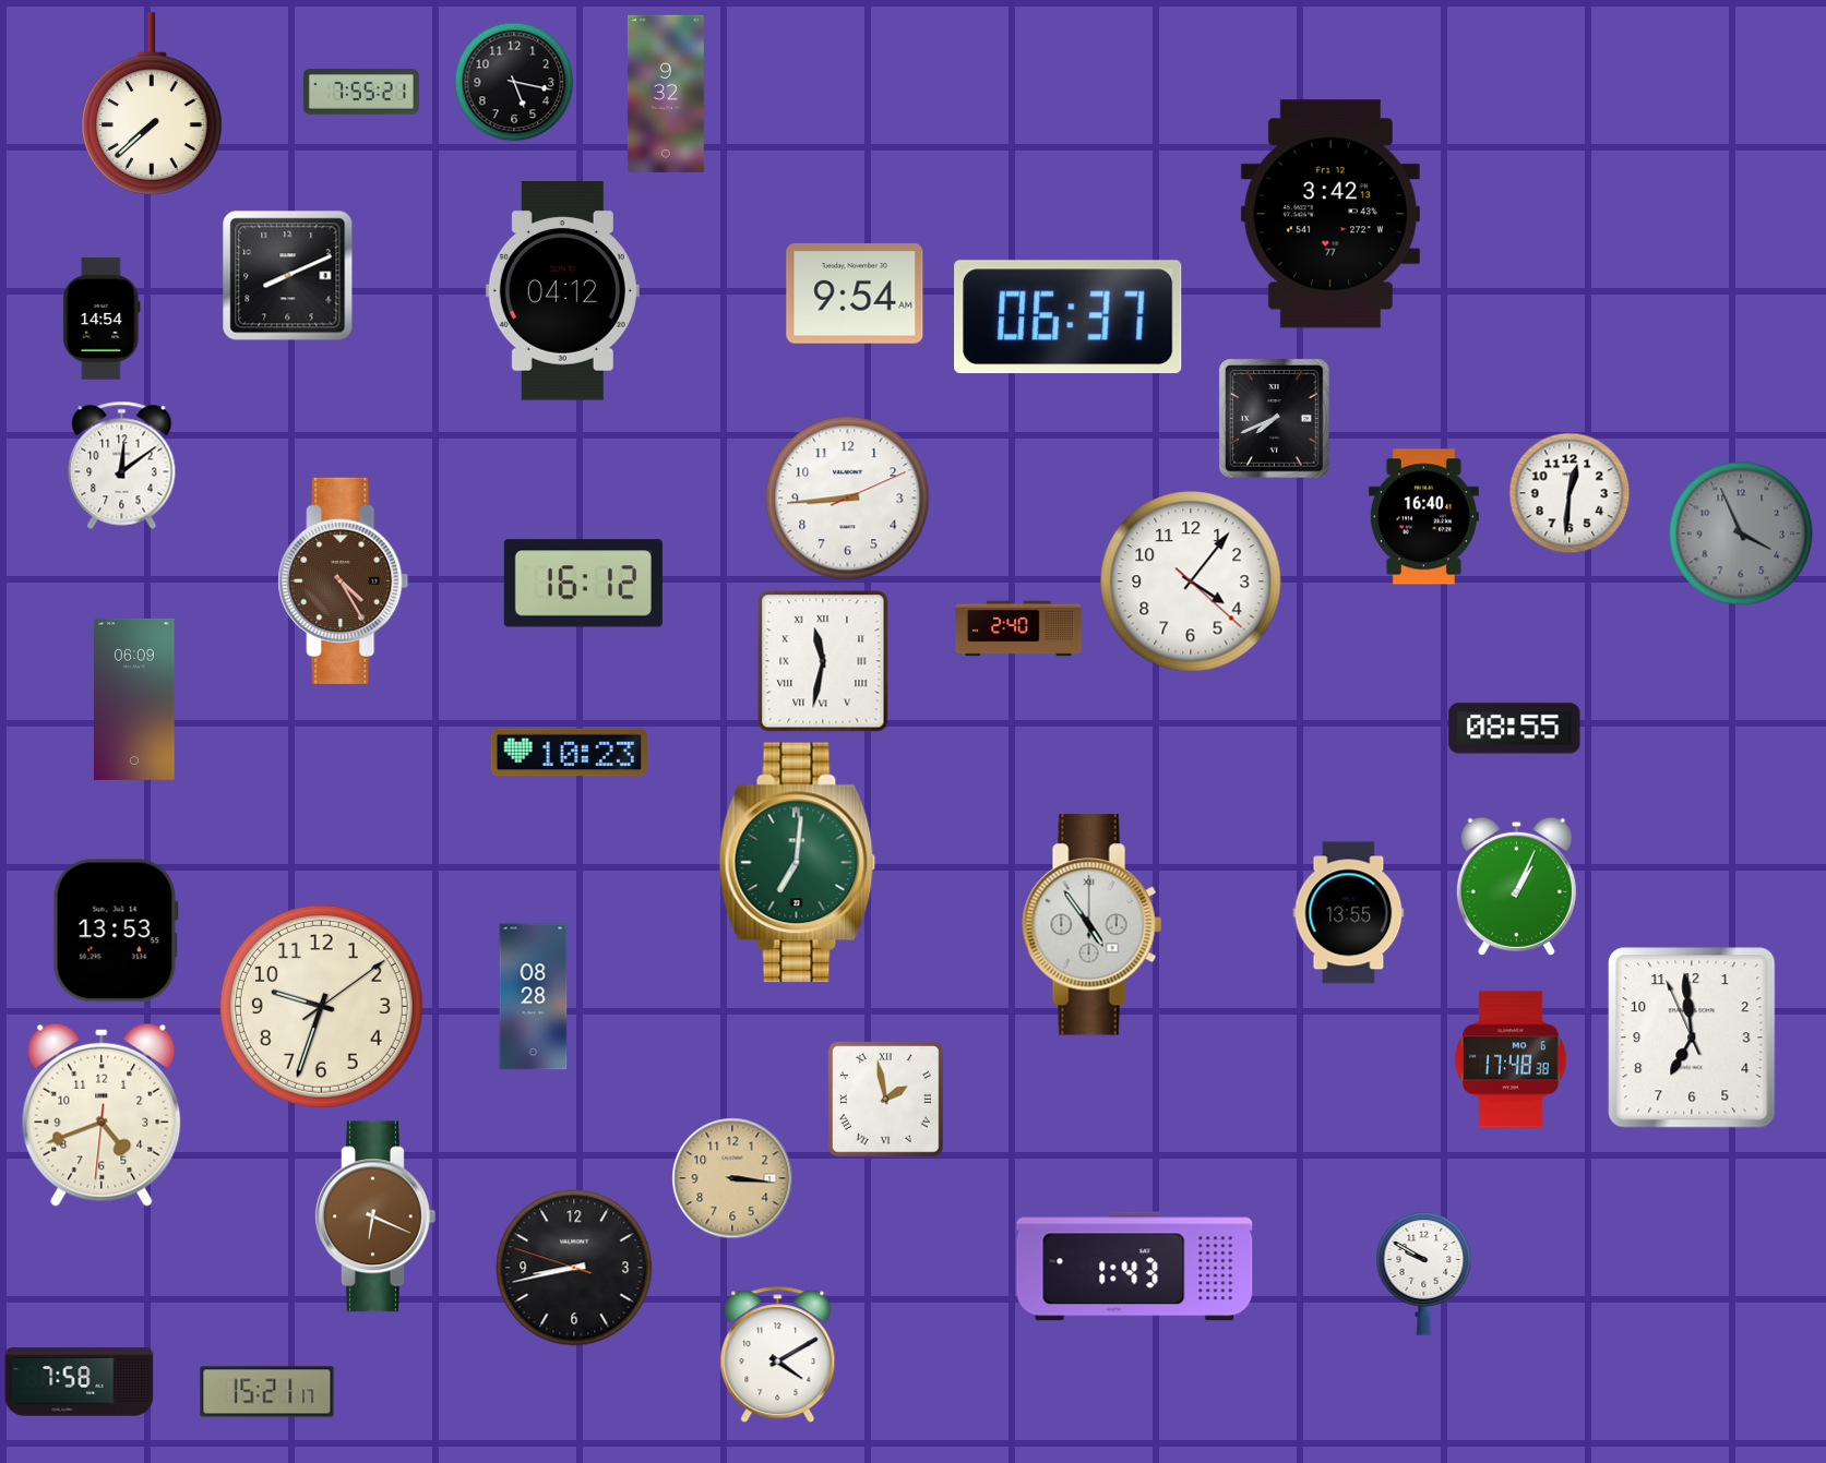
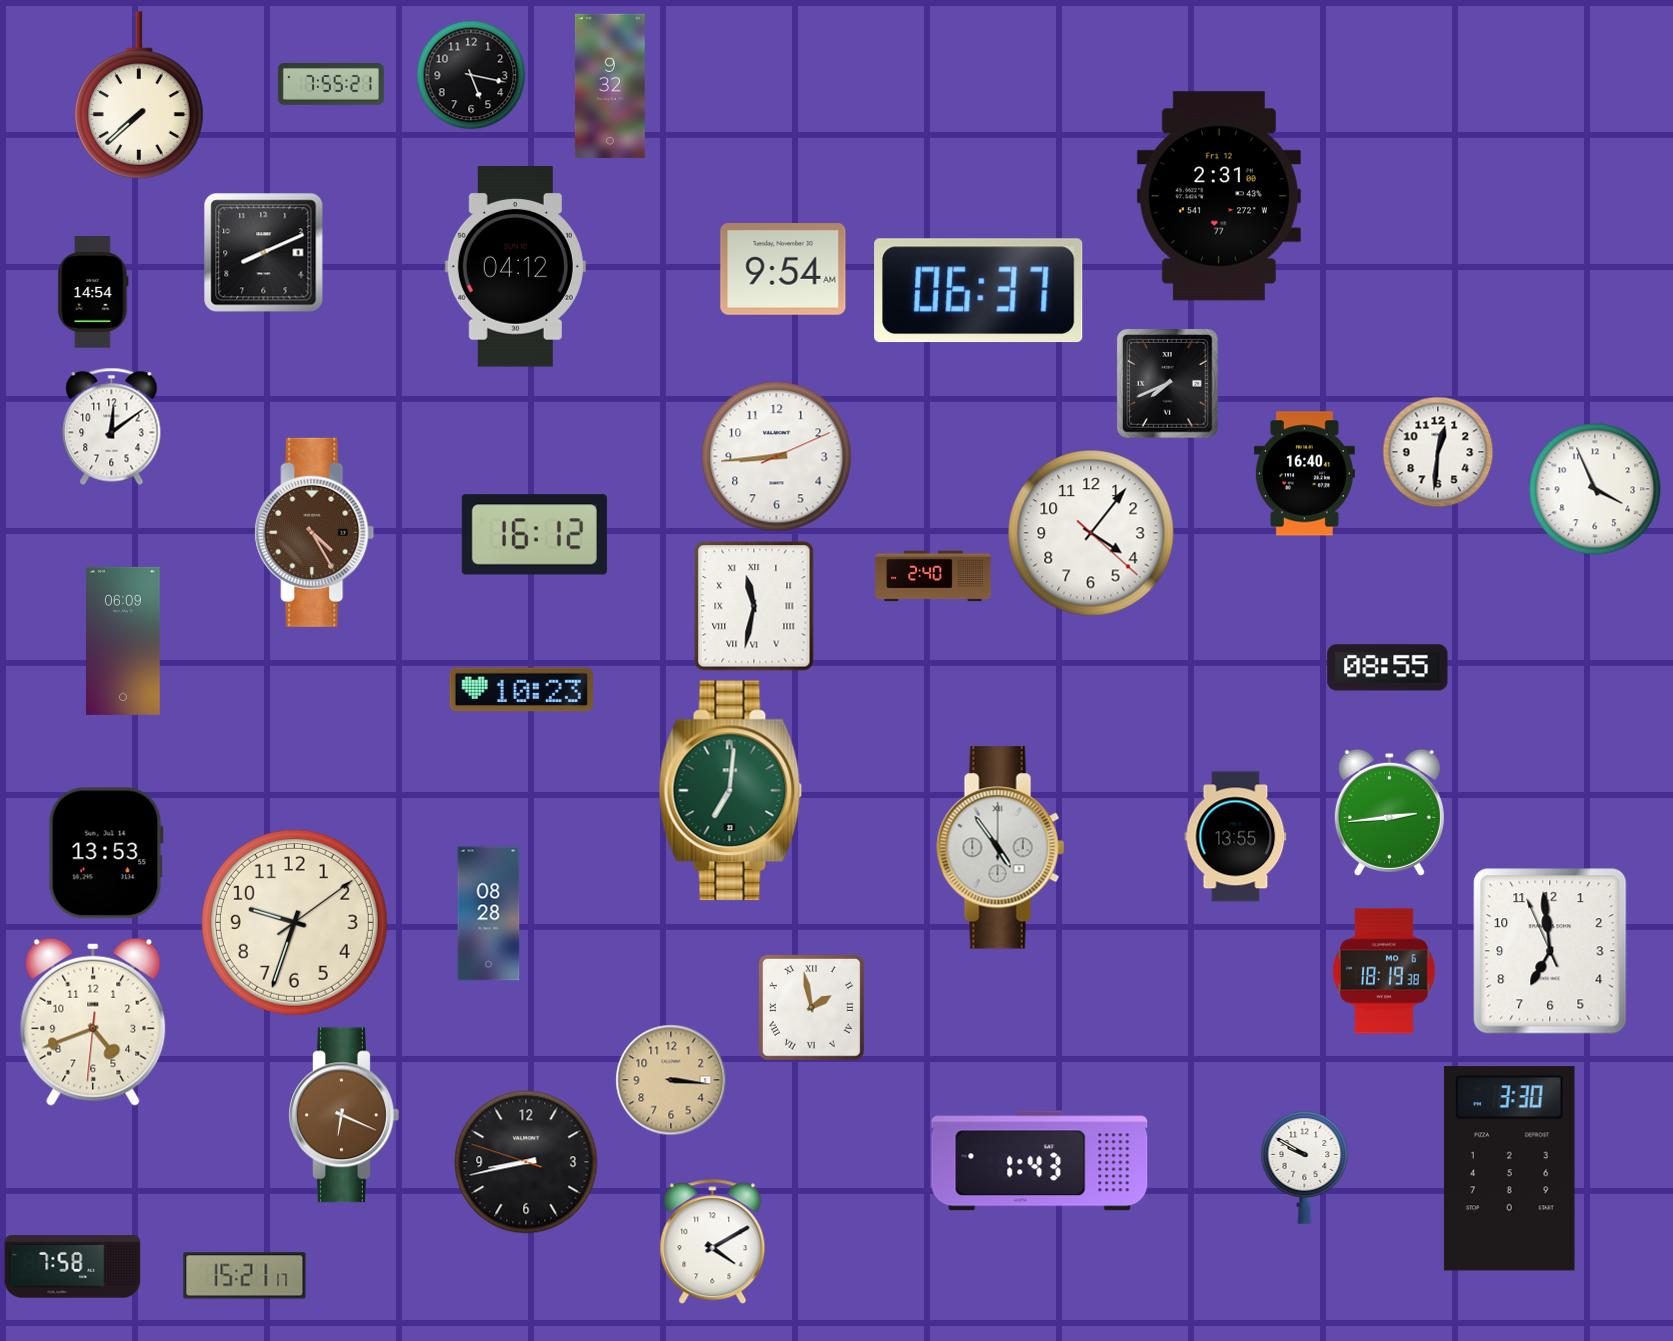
clock at (1330, 214): 3:42 -> 2:31
clock at (1741, 533) dial: grey -> white
clock at (1516, 886): 1:04 -> 2:44
clock at (1511, 1059): 17:48 -> 18:19
clock at (1509, 1169): none -> 3:30
